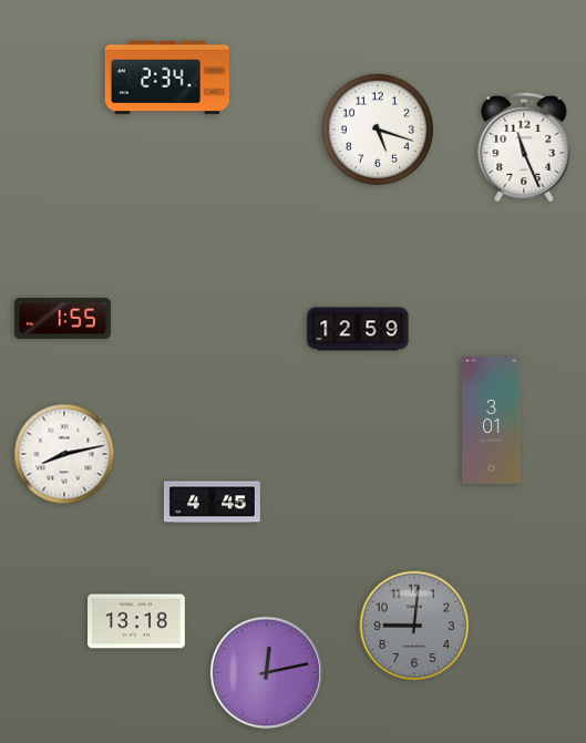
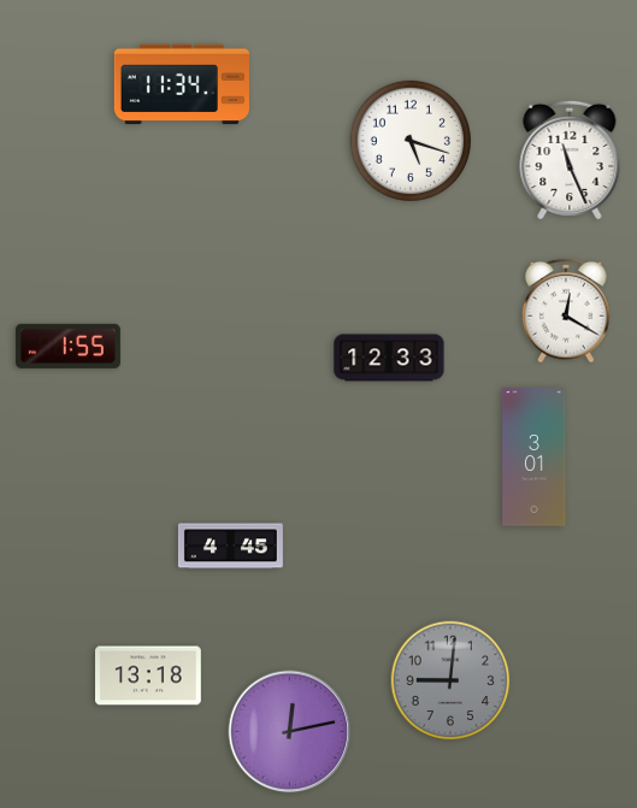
clock at (167, 78): 2:34 -> 11:34
clock at (566, 311): none -> 12:20
clock at (358, 329): 12:59 -> 12:33
clock at (64, 454): 8:13 -> none
